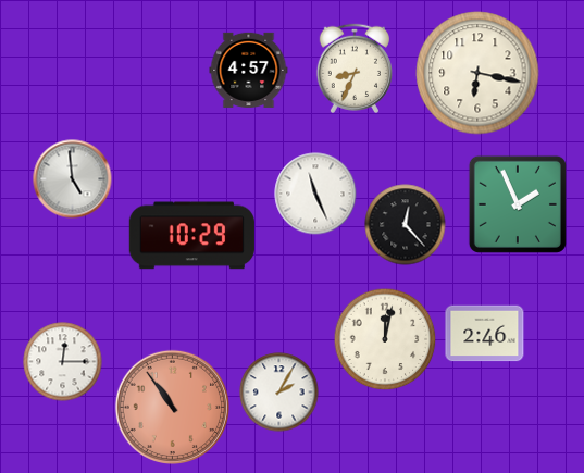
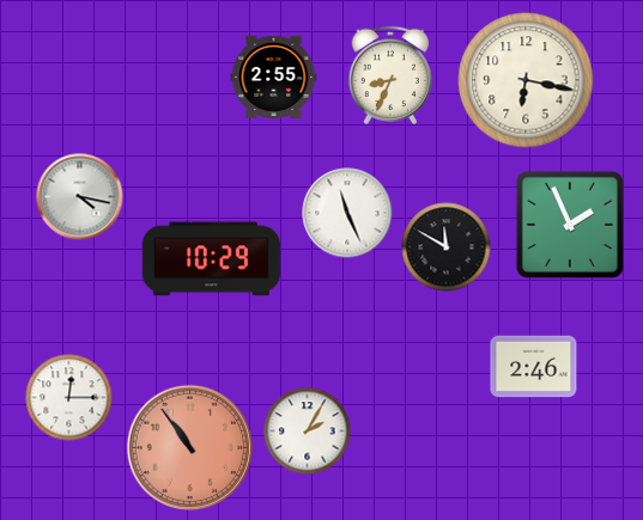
clock at (249, 70): 4:57 -> 2:55
clock at (73, 179): 4:59 -> 4:17
clock at (406, 225): 12:23 -> 11:50
clock at (385, 339): 12:02 -> none
